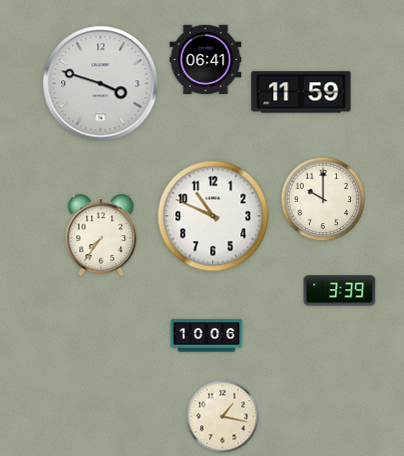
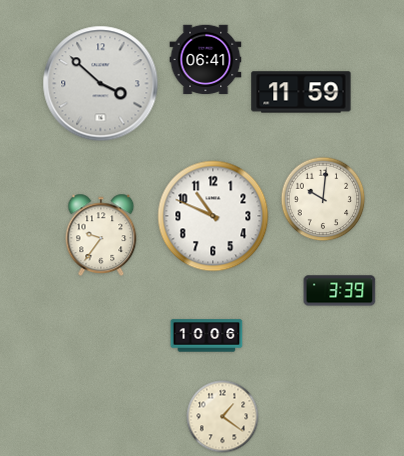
clock at (101, 84): 3:48 -> 3:52
clock at (323, 199): 10:00 -> 10:01
clock at (101, 235): 7:36 -> 9:36
clock at (223, 417): 1:17 -> 1:21
